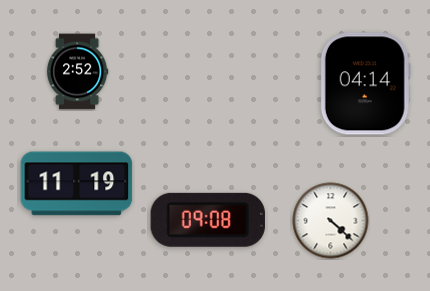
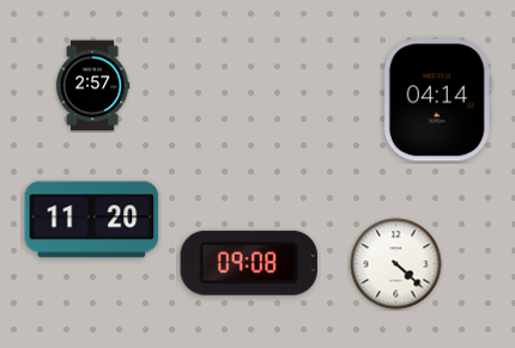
clock at (77, 72): 2:52 -> 2:57
clock at (77, 184): 11:19 -> 11:20
